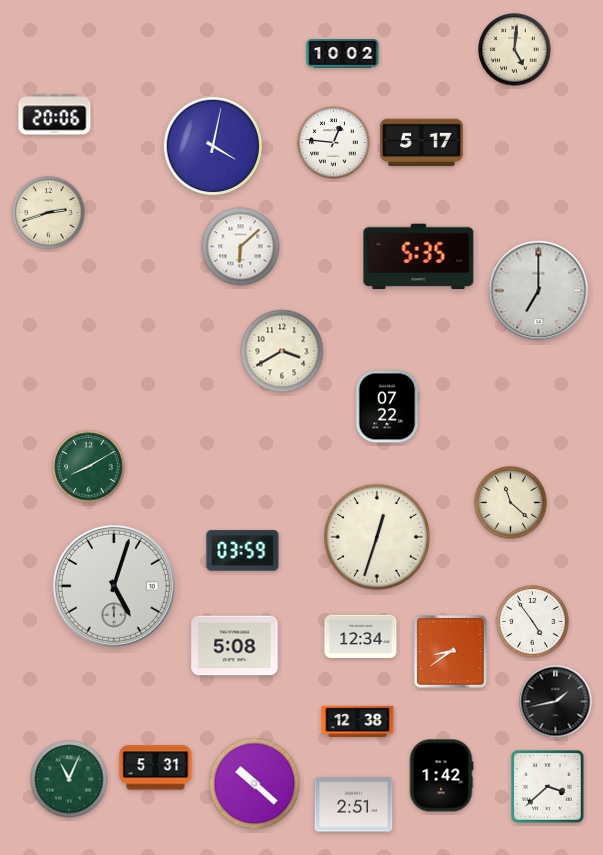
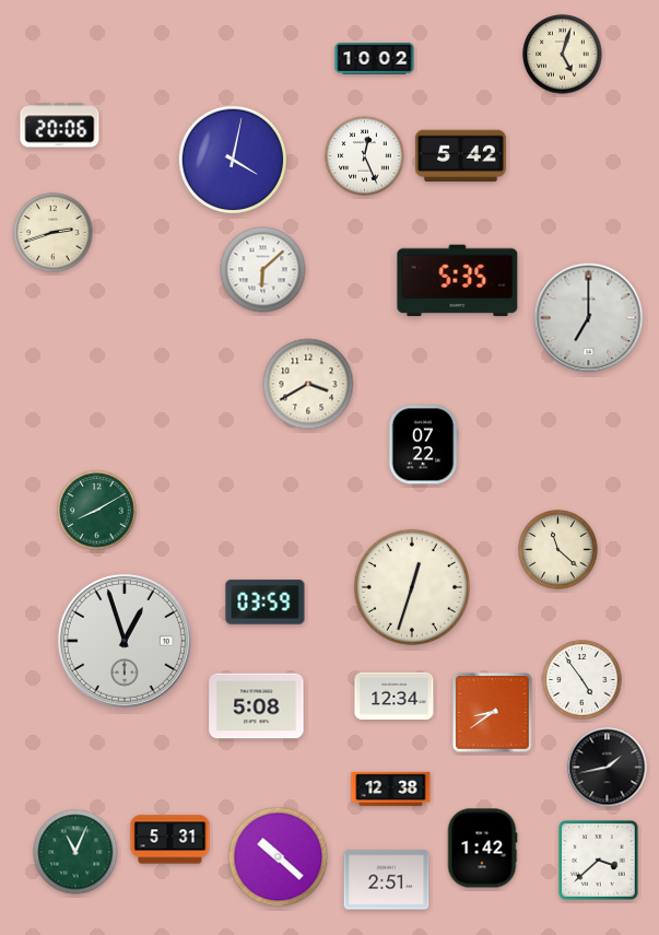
clock at (515, 50): 5:01 -> 5:03
clock at (334, 143): 12:46 -> 12:26
clock at (421, 143): 5:17 -> 5:42
clock at (114, 586): 5:03 -> 12:57
